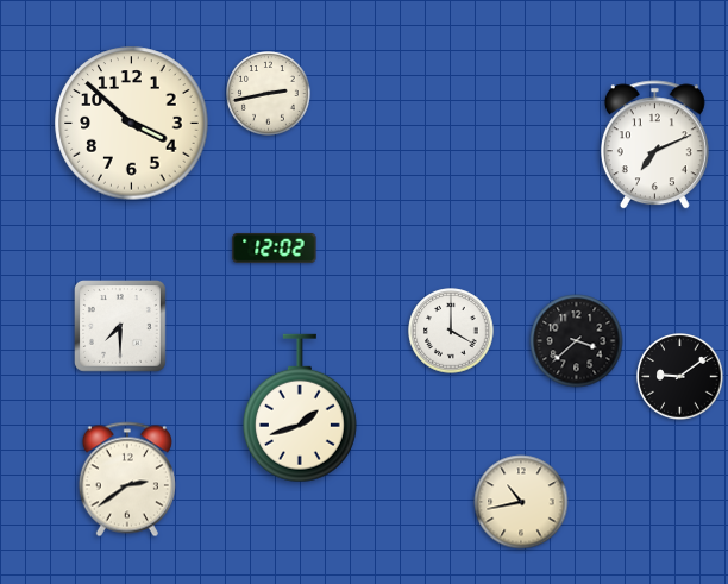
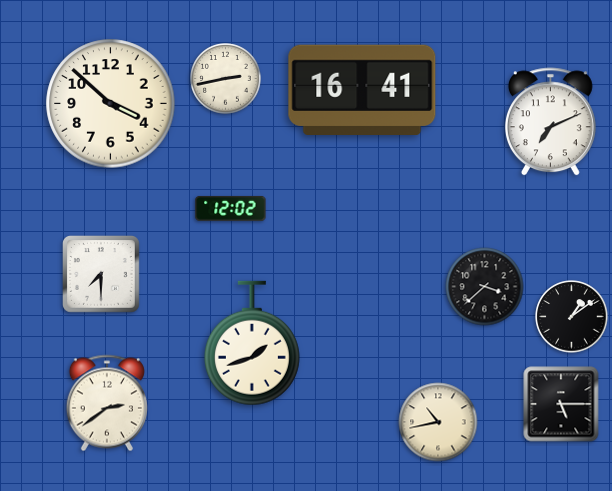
clock at (362, 89): none -> 16:41
clock at (451, 331): 4:00 -> none
clock at (680, 377): 9:09 -> 1:09
clock at (561, 404): none -> 5:15
